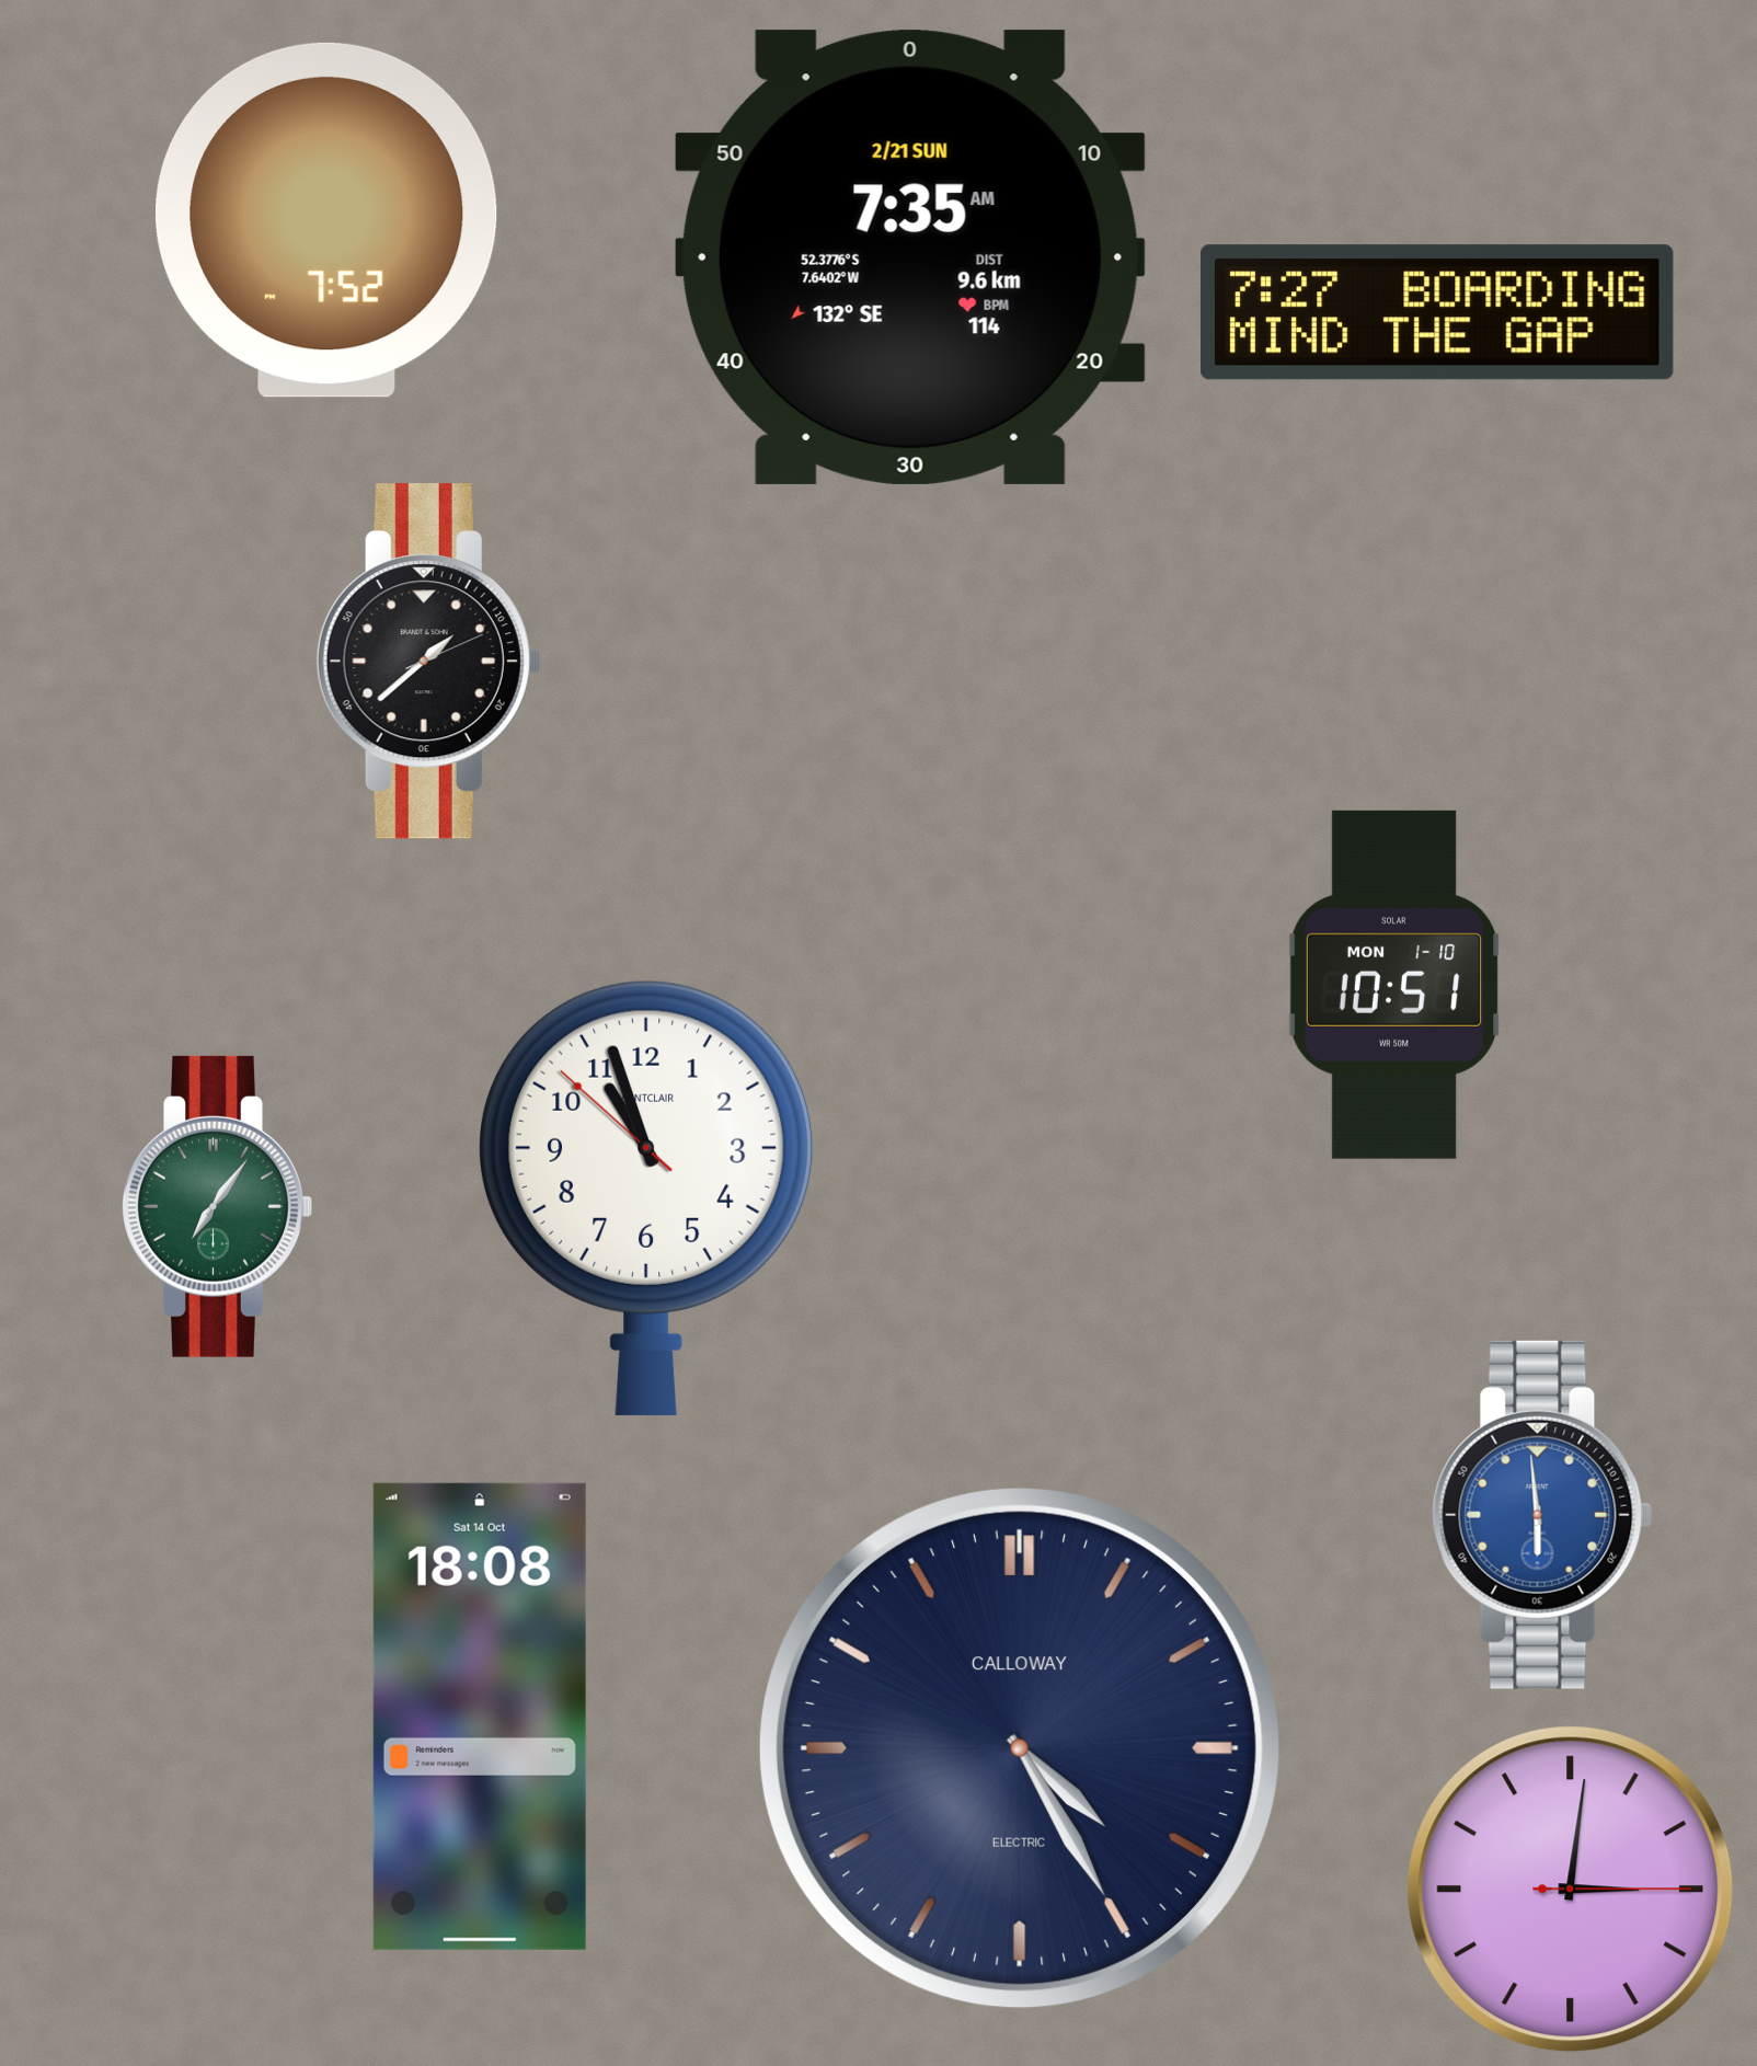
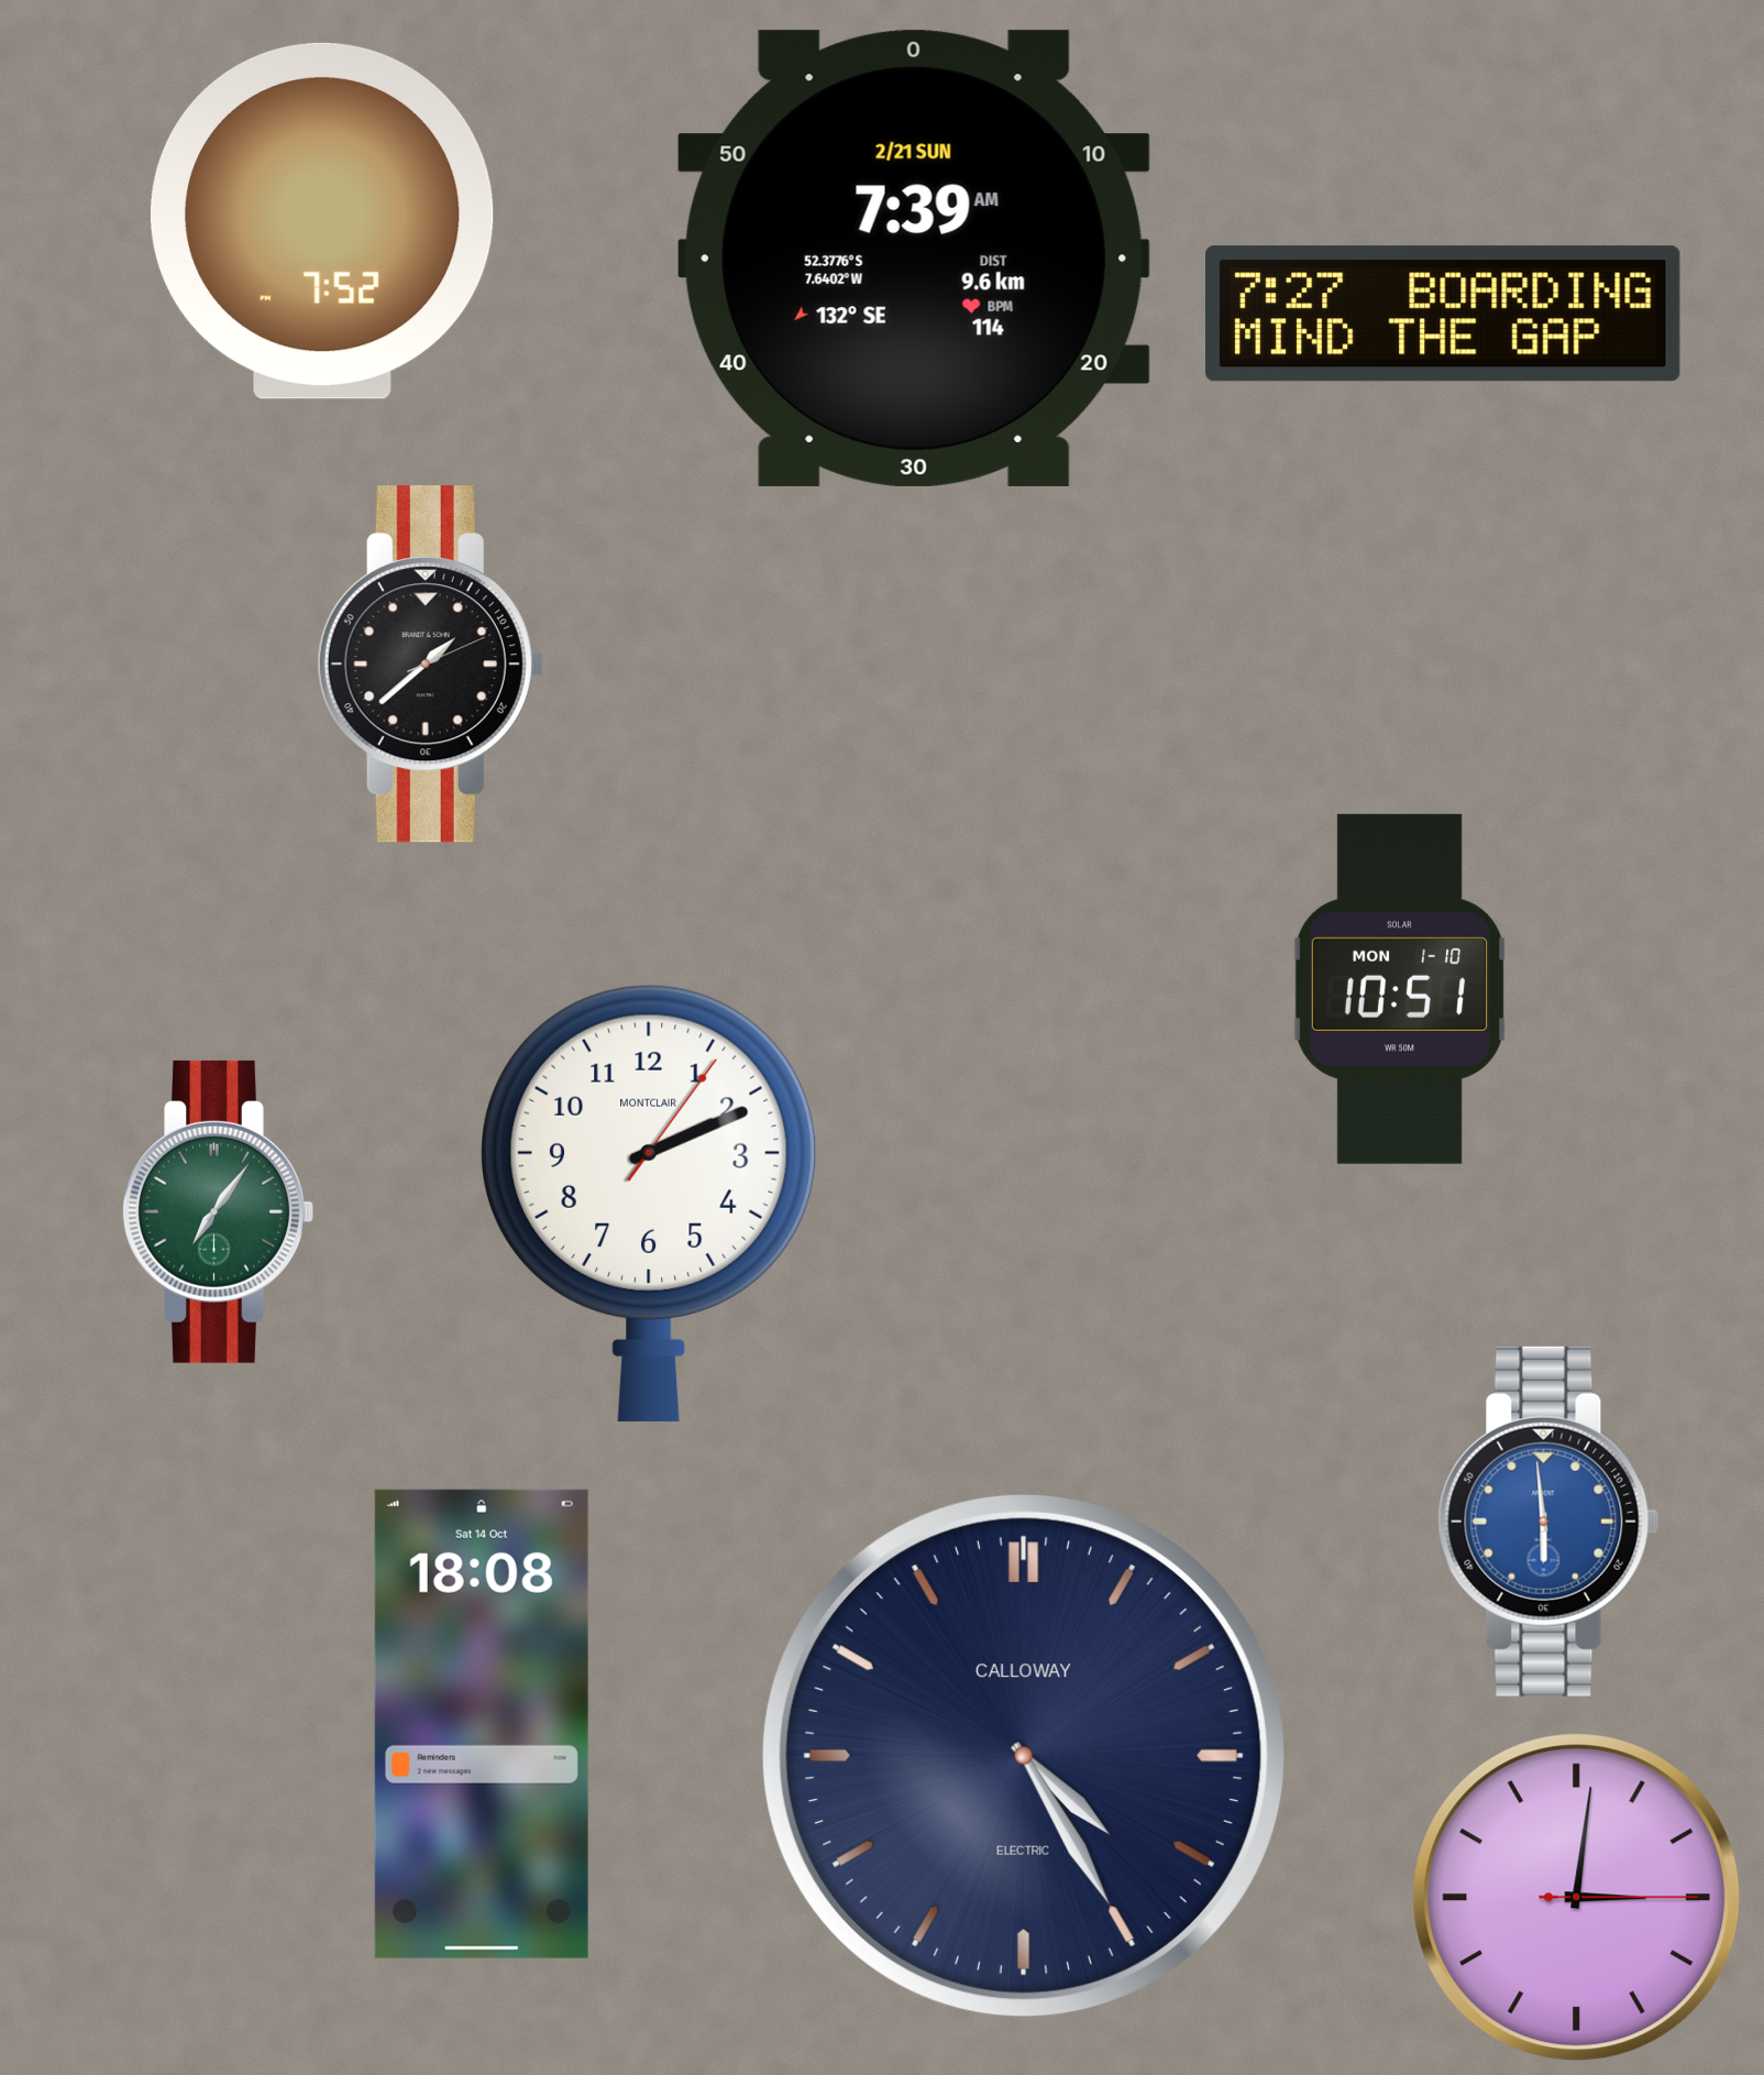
clock at (328, 220) position: (328, 220) -> (323, 221)
clock at (910, 257): 7:35 -> 7:39
clock at (646, 1197): 10:56 -> 2:11
